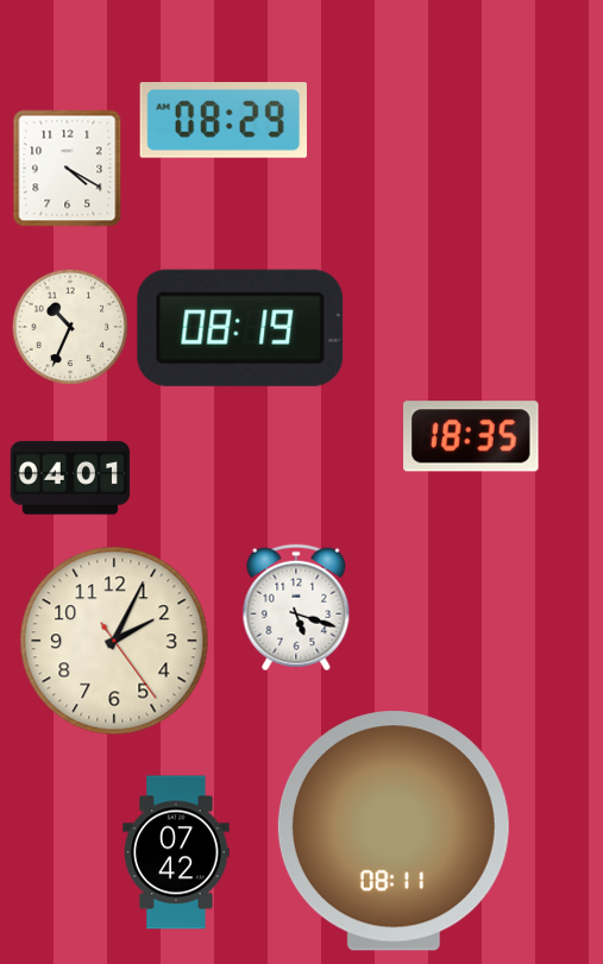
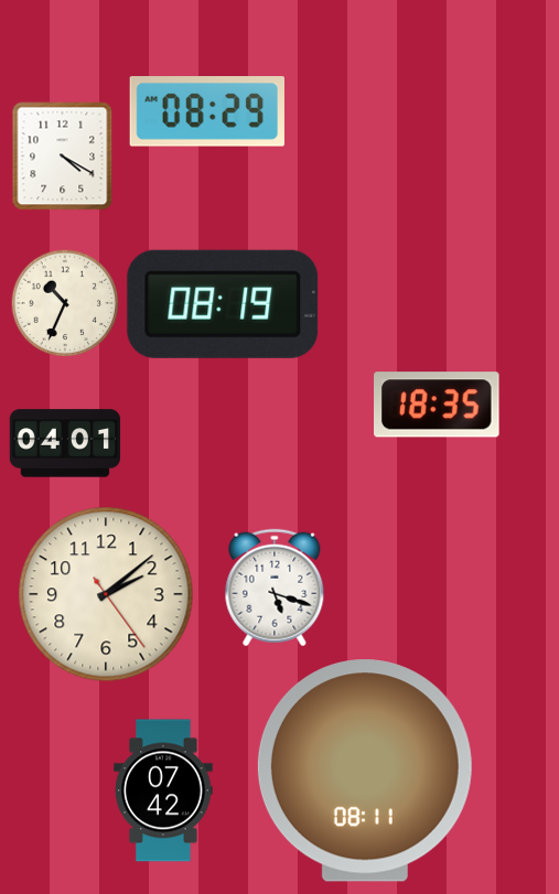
clock at (296, 607) position: (296, 607) -> (275, 588)
clock at (114, 641): 2:04 -> 2:08
